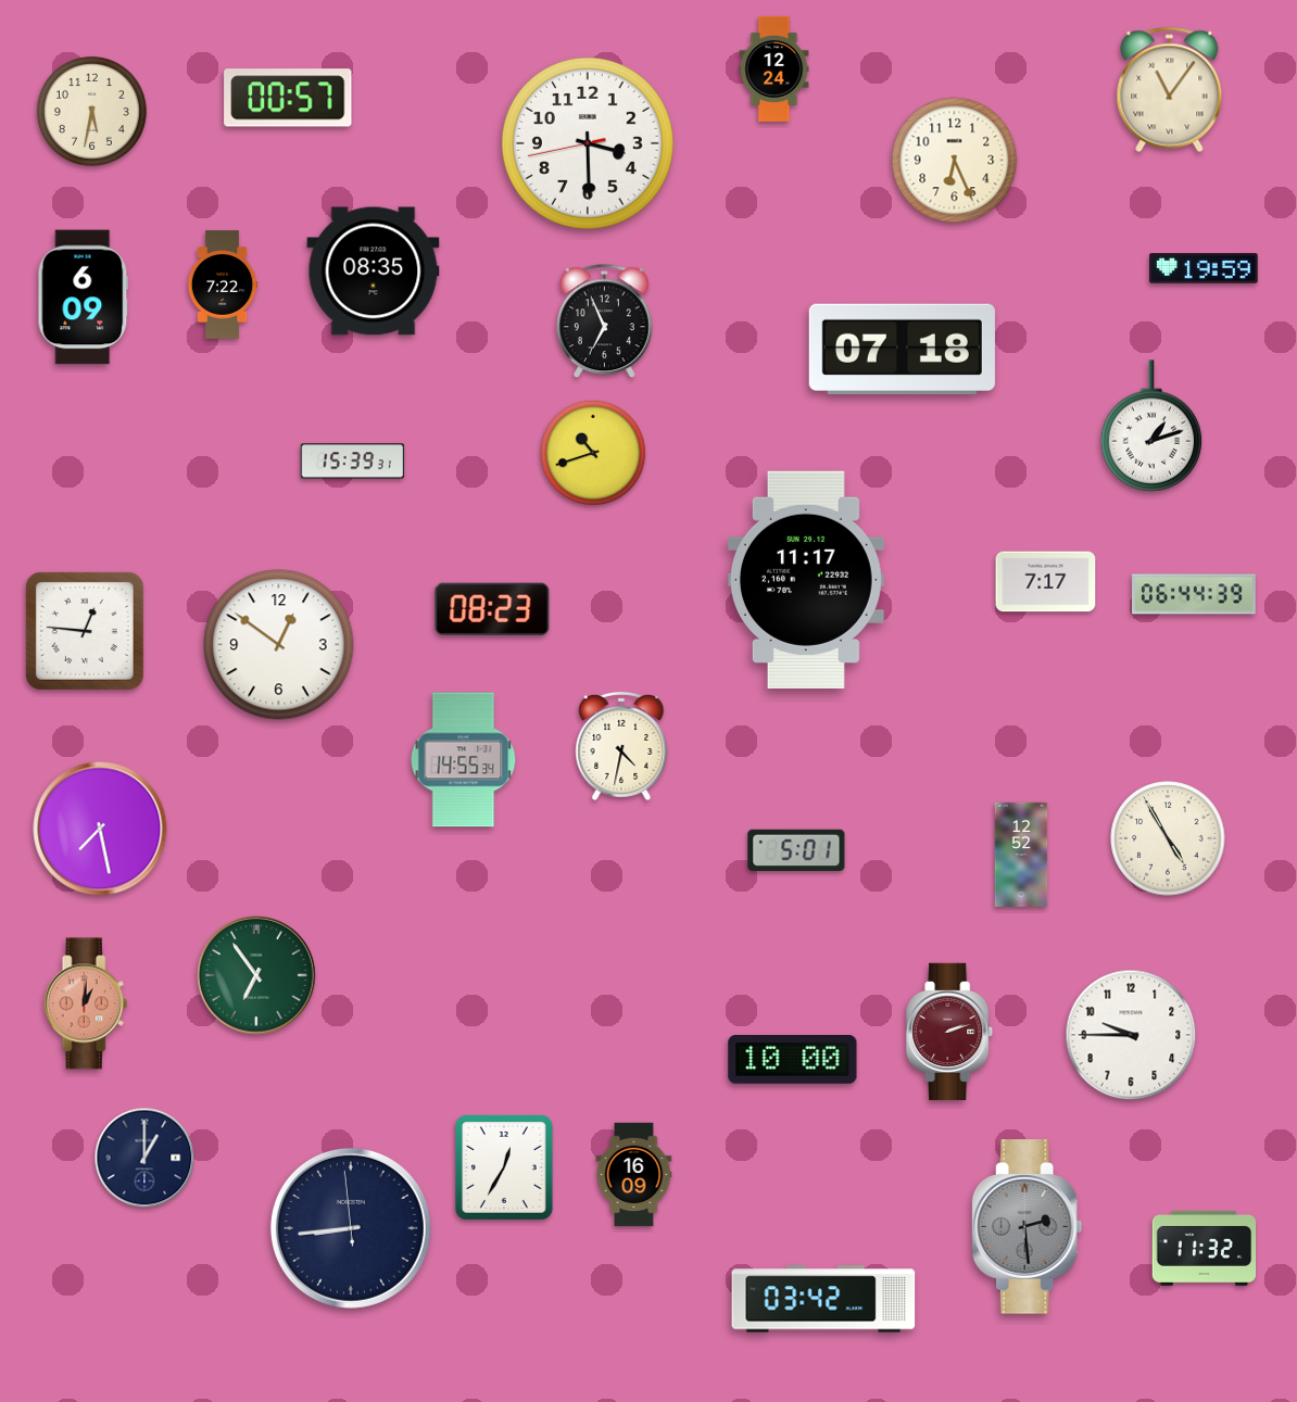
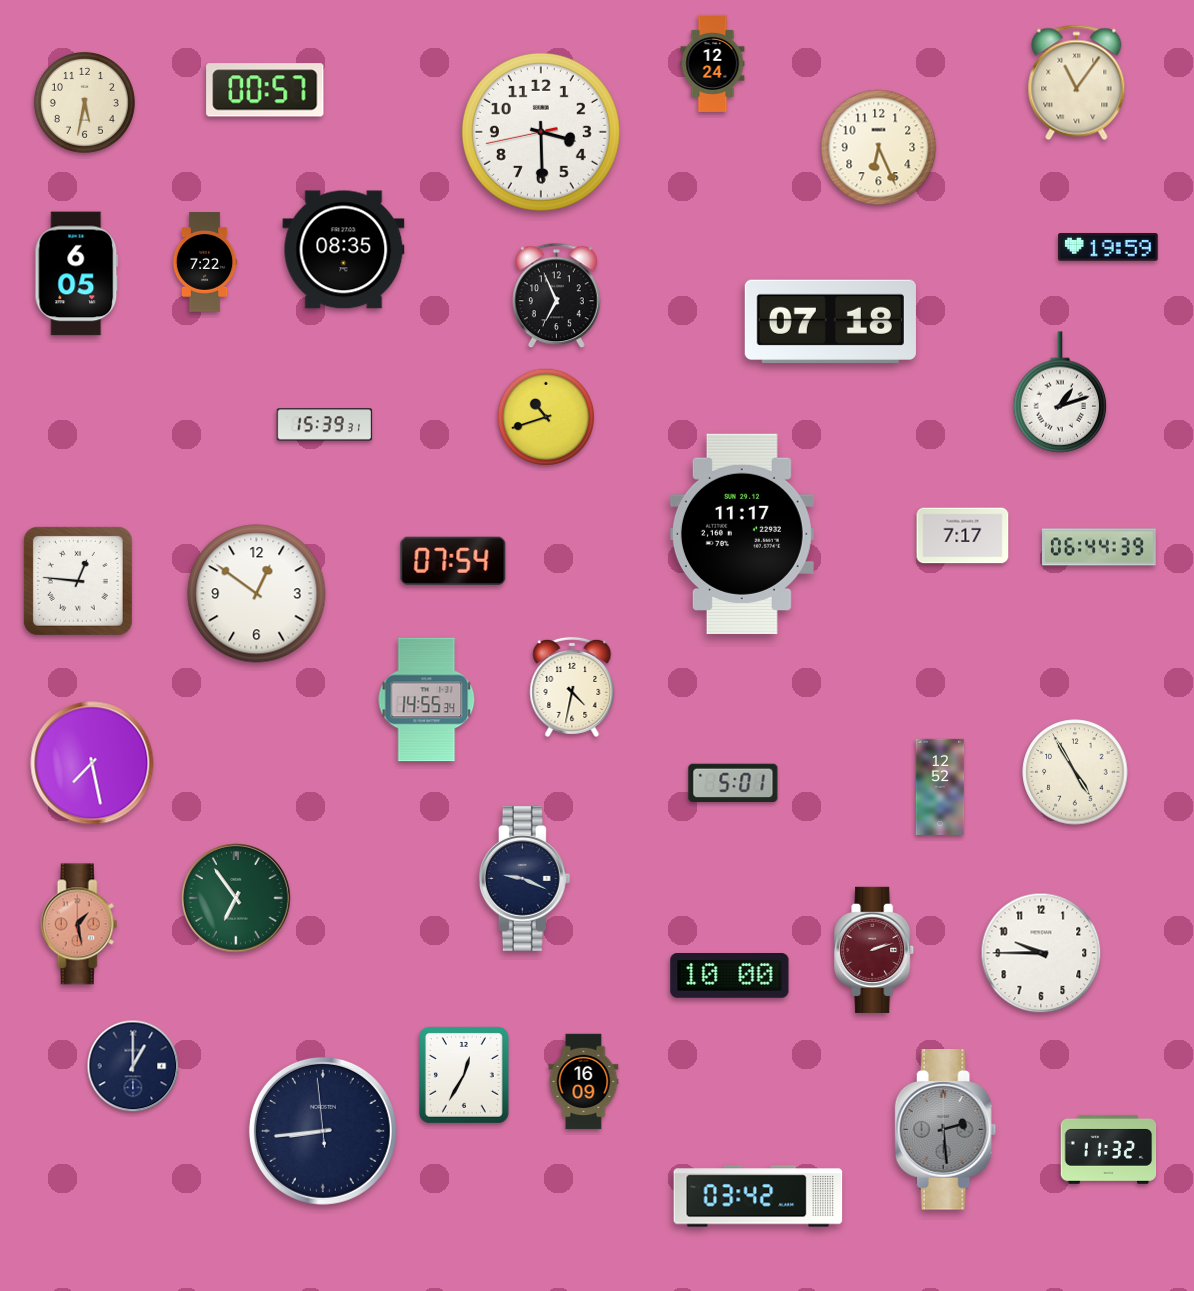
clock at (84, 298): 6:09 -> 6:05
clock at (492, 609): 08:23 -> 07:54
clock at (524, 879): none -> 9:19
clock at (86, 1003): 1:01 -> 1:28
